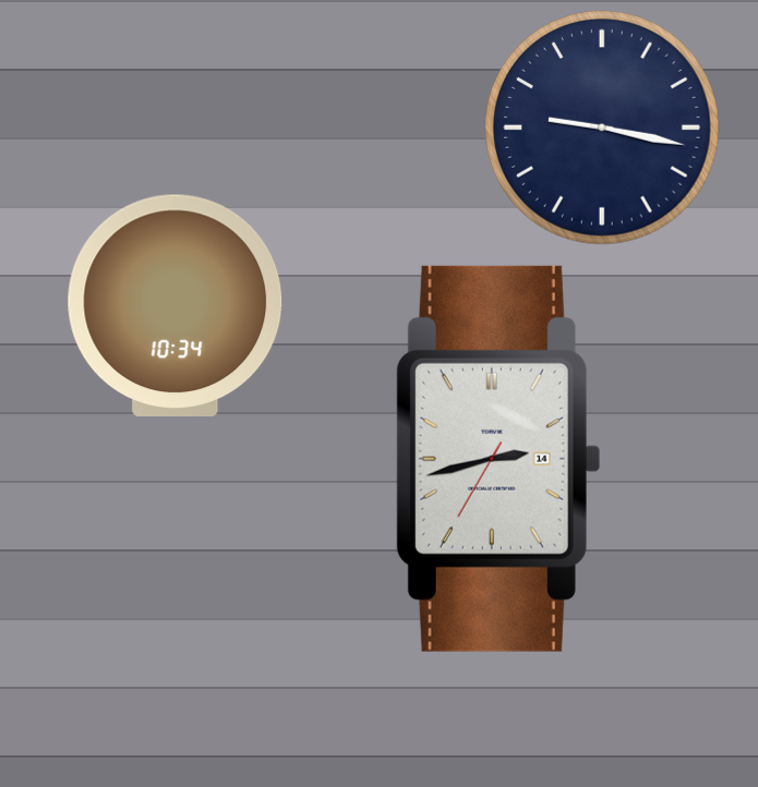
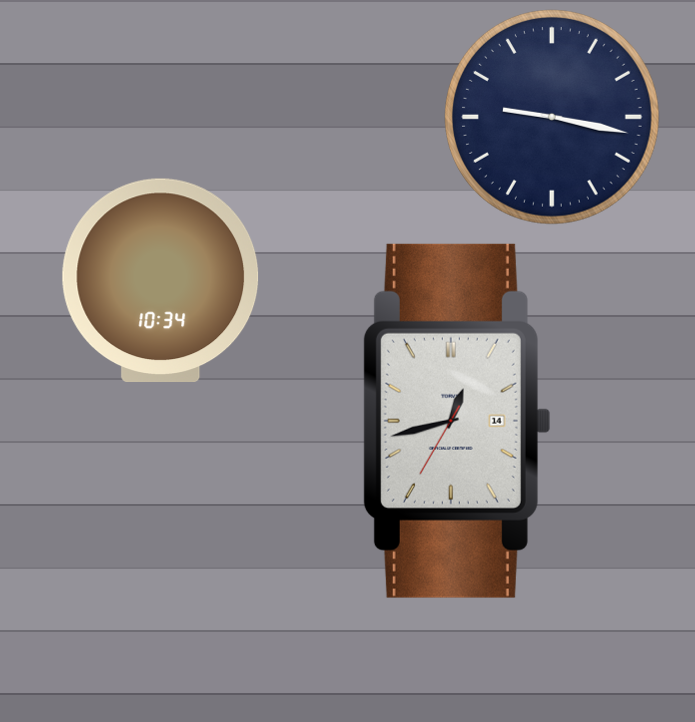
clock at (497, 459): 2:42 -> 12:42
